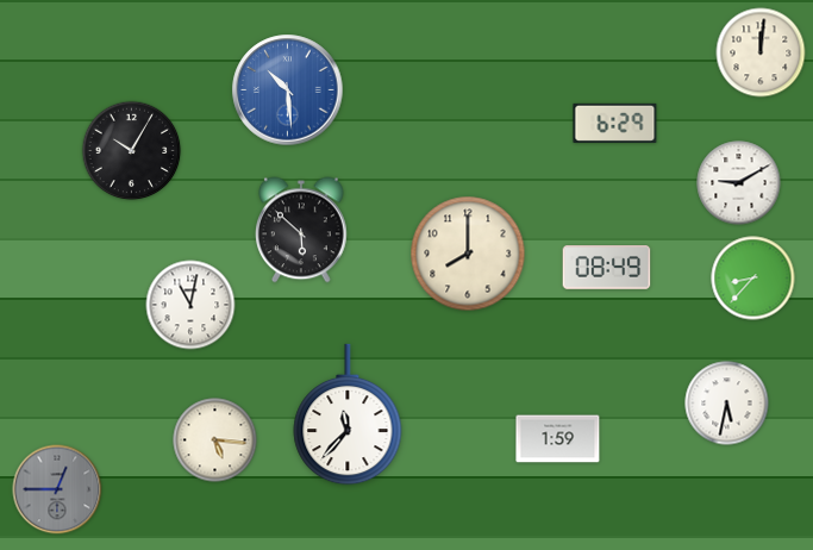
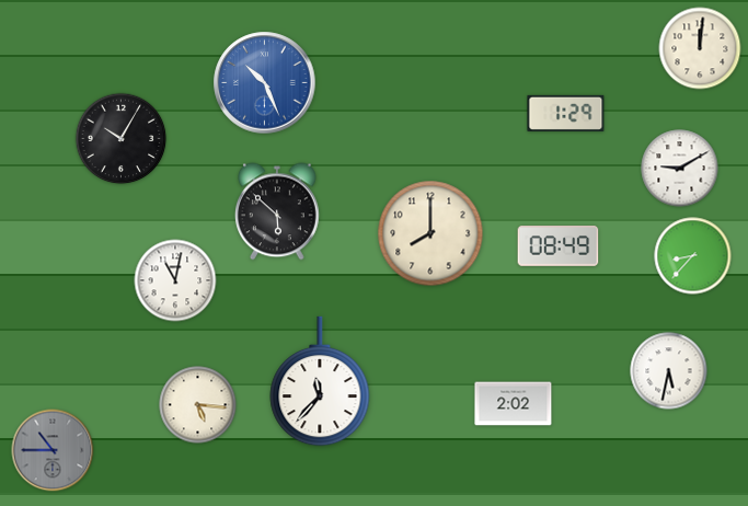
clock at (288, 90): 10:29 -> 10:26
clock at (615, 123): 6:29 -> 1:29
clock at (558, 439): 1:59 -> 2:02
clock at (57, 489): 12:45 -> 10:45
